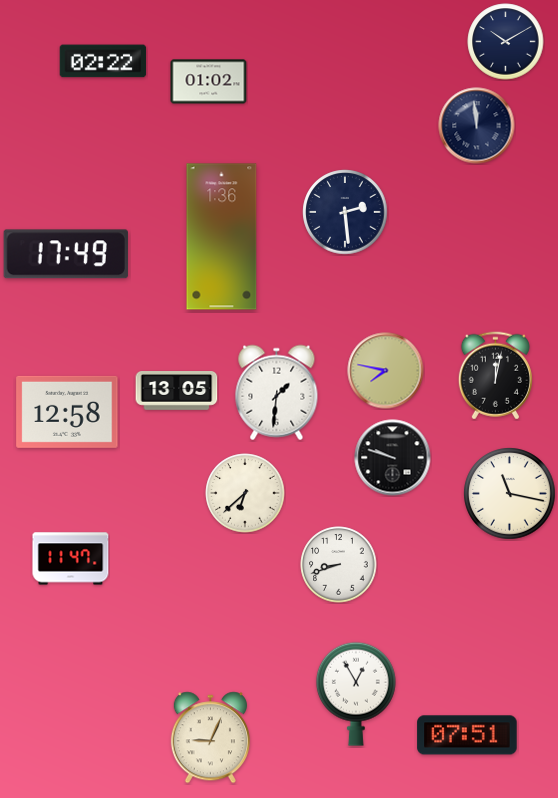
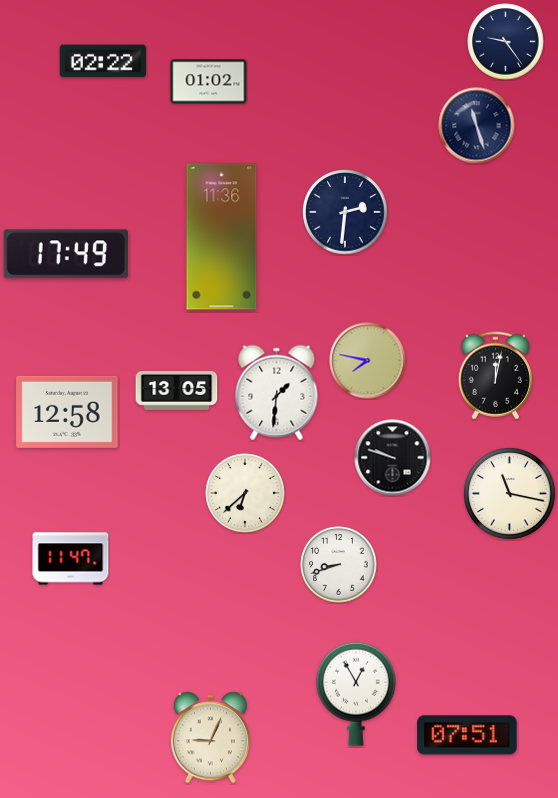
clock at (506, 42): 10:10 -> 9:24
clock at (477, 126): 11:59 -> 11:27
clock at (345, 212): 2:29 -> 2:31
clock at (222, 237): 1:36 -> 11:36
clock at (386, 371) position: (386, 371) -> (368, 361)
